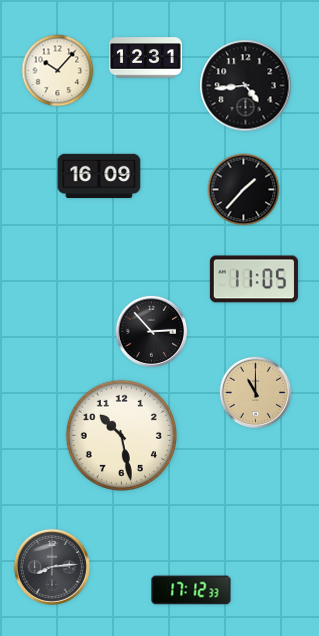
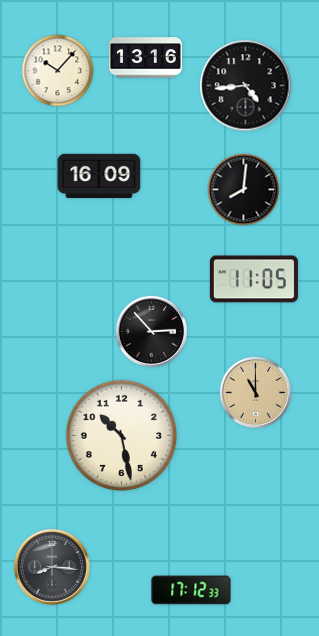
clock at (145, 58): 12:31 -> 13:16
clock at (244, 190): 1:37 -> 8:01
clock at (52, 567): 8:14 -> 8:16
